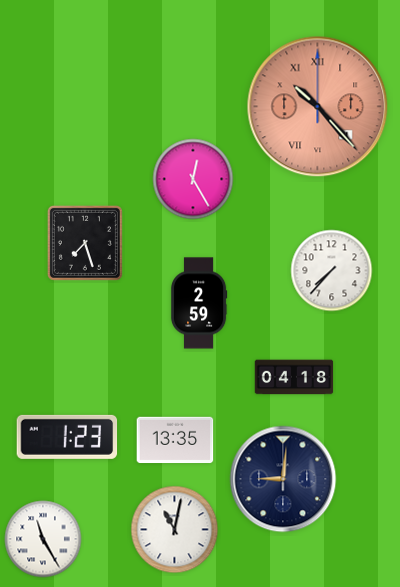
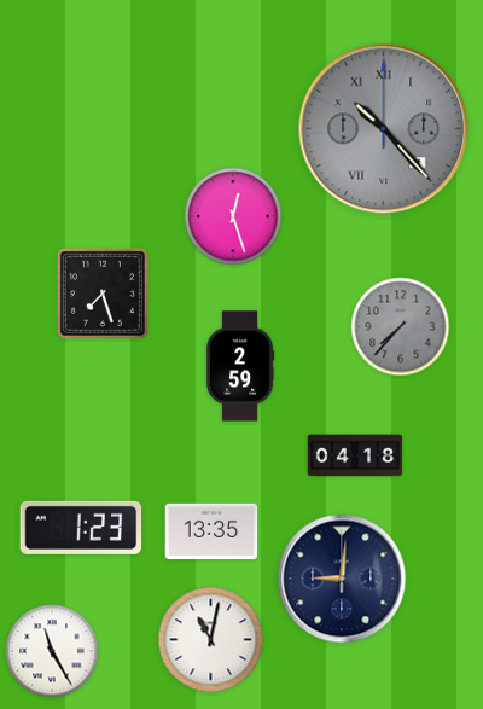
clock at (318, 107) dial: salmon -> grey
clock at (193, 179): 12:25 -> 12:27
clock at (332, 271) dial: white -> grey
